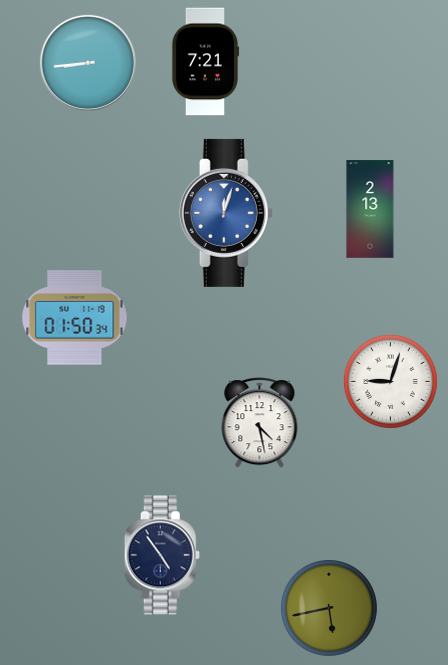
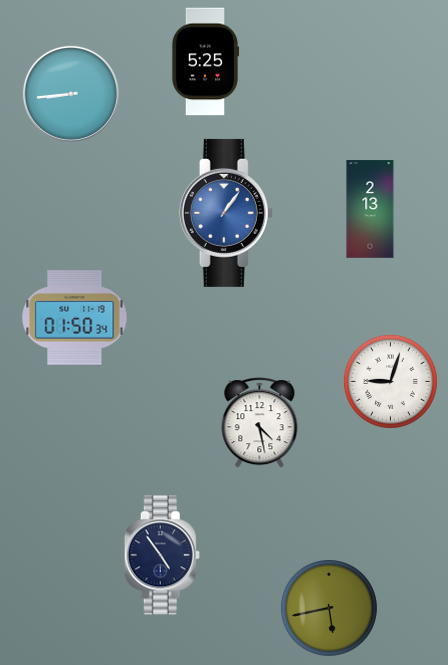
clock at (205, 62): 7:21 -> 5:25
clock at (88, 63) position: (88, 63) -> (71, 94)
clock at (226, 213): 12:03 -> 1:06
